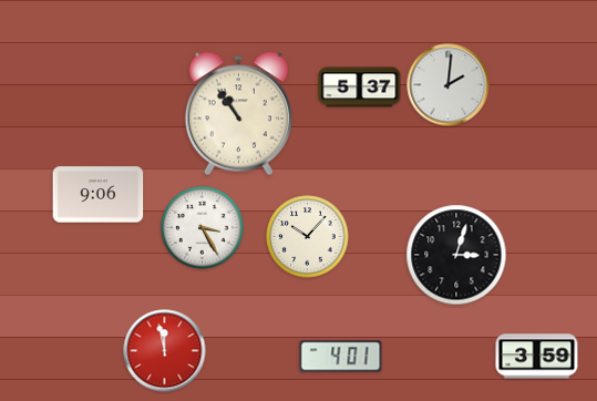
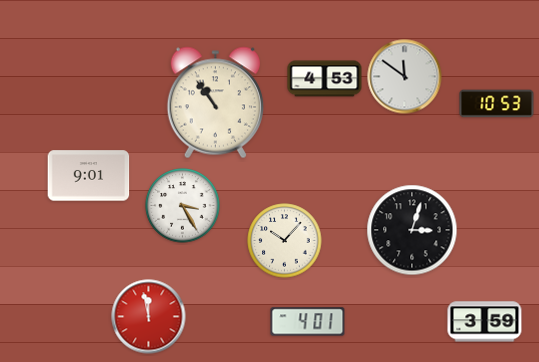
clock at (449, 85): 2:01 -> 11:51
clock at (360, 88): 5:37 -> 4:53
clock at (497, 104): none -> 10:53
clock at (99, 195): 9:06 -> 9:01
clock at (308, 237) position: (308, 237) -> (285, 241)
